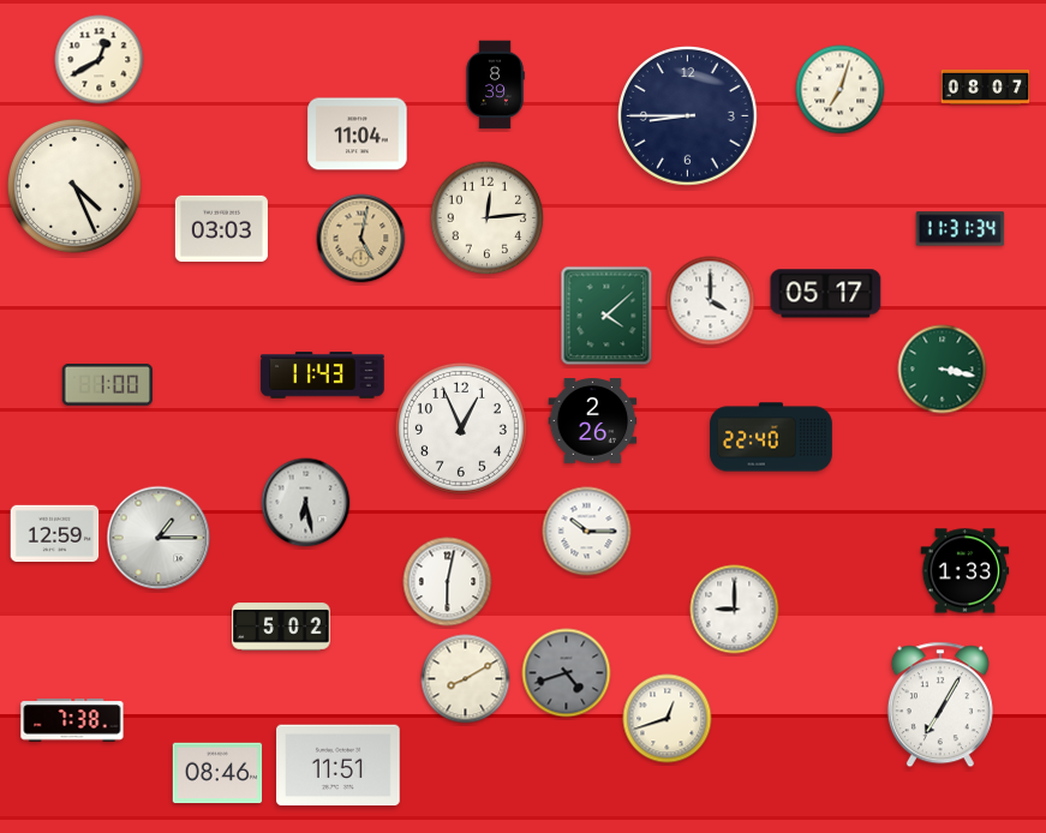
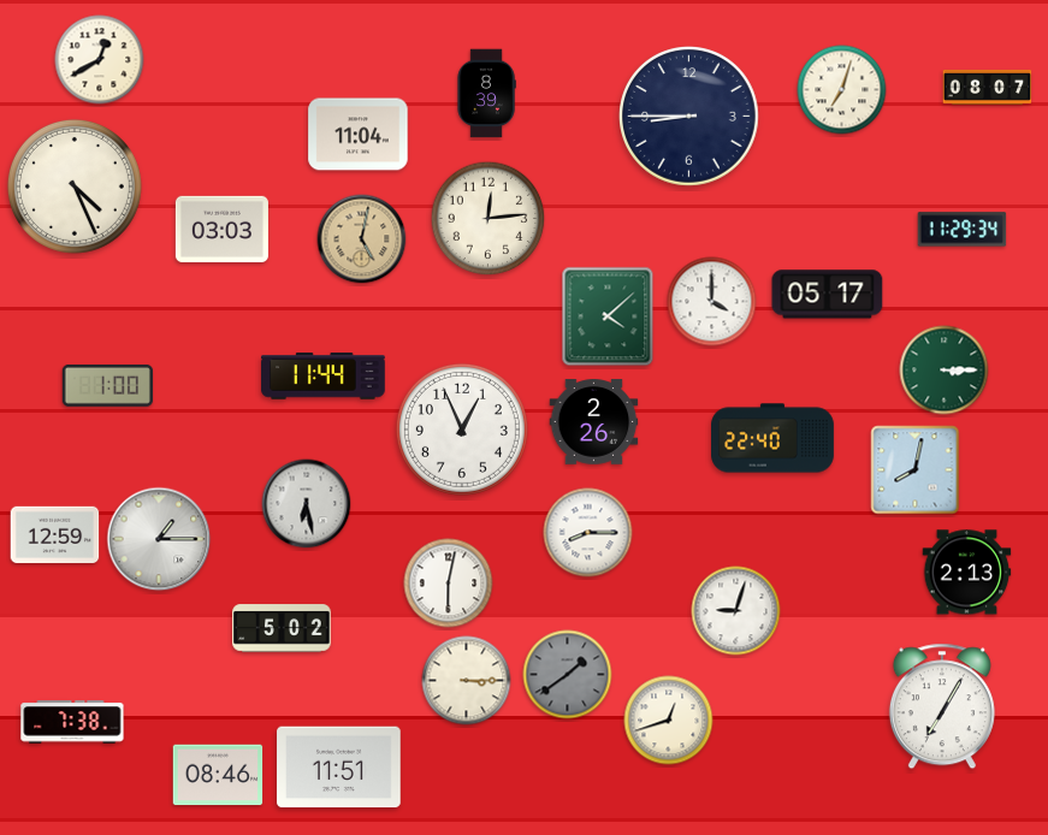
clock at (495, 85) position: (495, 85) -> (486, 94)
clock at (961, 229): 11:31 -> 11:29
clock at (943, 370): 3:17 -> 3:15
clock at (323, 376): 11:43 -> 11:44
clock at (916, 470): none -> 8:02
clock at (587, 532): 10:15 -> 8:15
clock at (966, 571): 1:33 -> 2:13
clock at (735, 610): 9:00 -> 9:03
clock at (567, 673): 4:42 -> 1:39
clock at (466, 679): 8:10 -> 3:15
